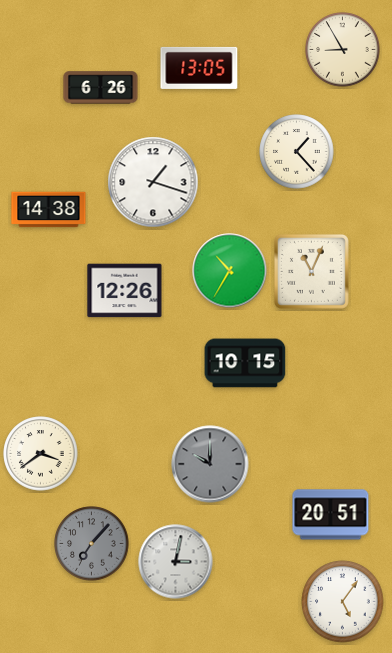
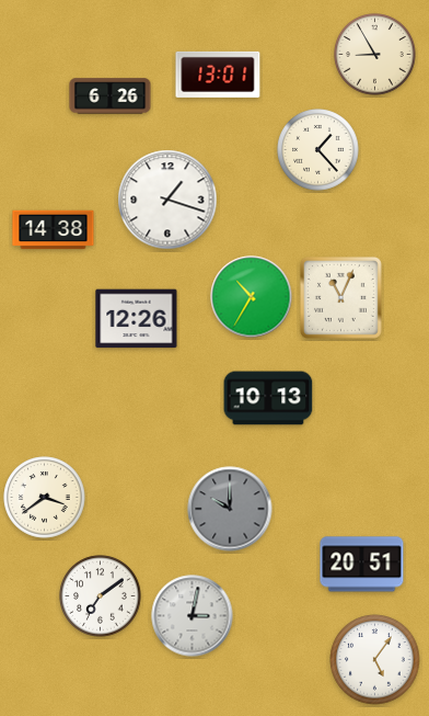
clock at (199, 68): 13:05 -> 13:01
clock at (297, 152) position: (297, 152) -> (318, 150)
clock at (245, 363): 10:15 -> 10:13
clock at (92, 544): 7:07 -> 7:09
clock at (92, 544) dial: grey -> white
